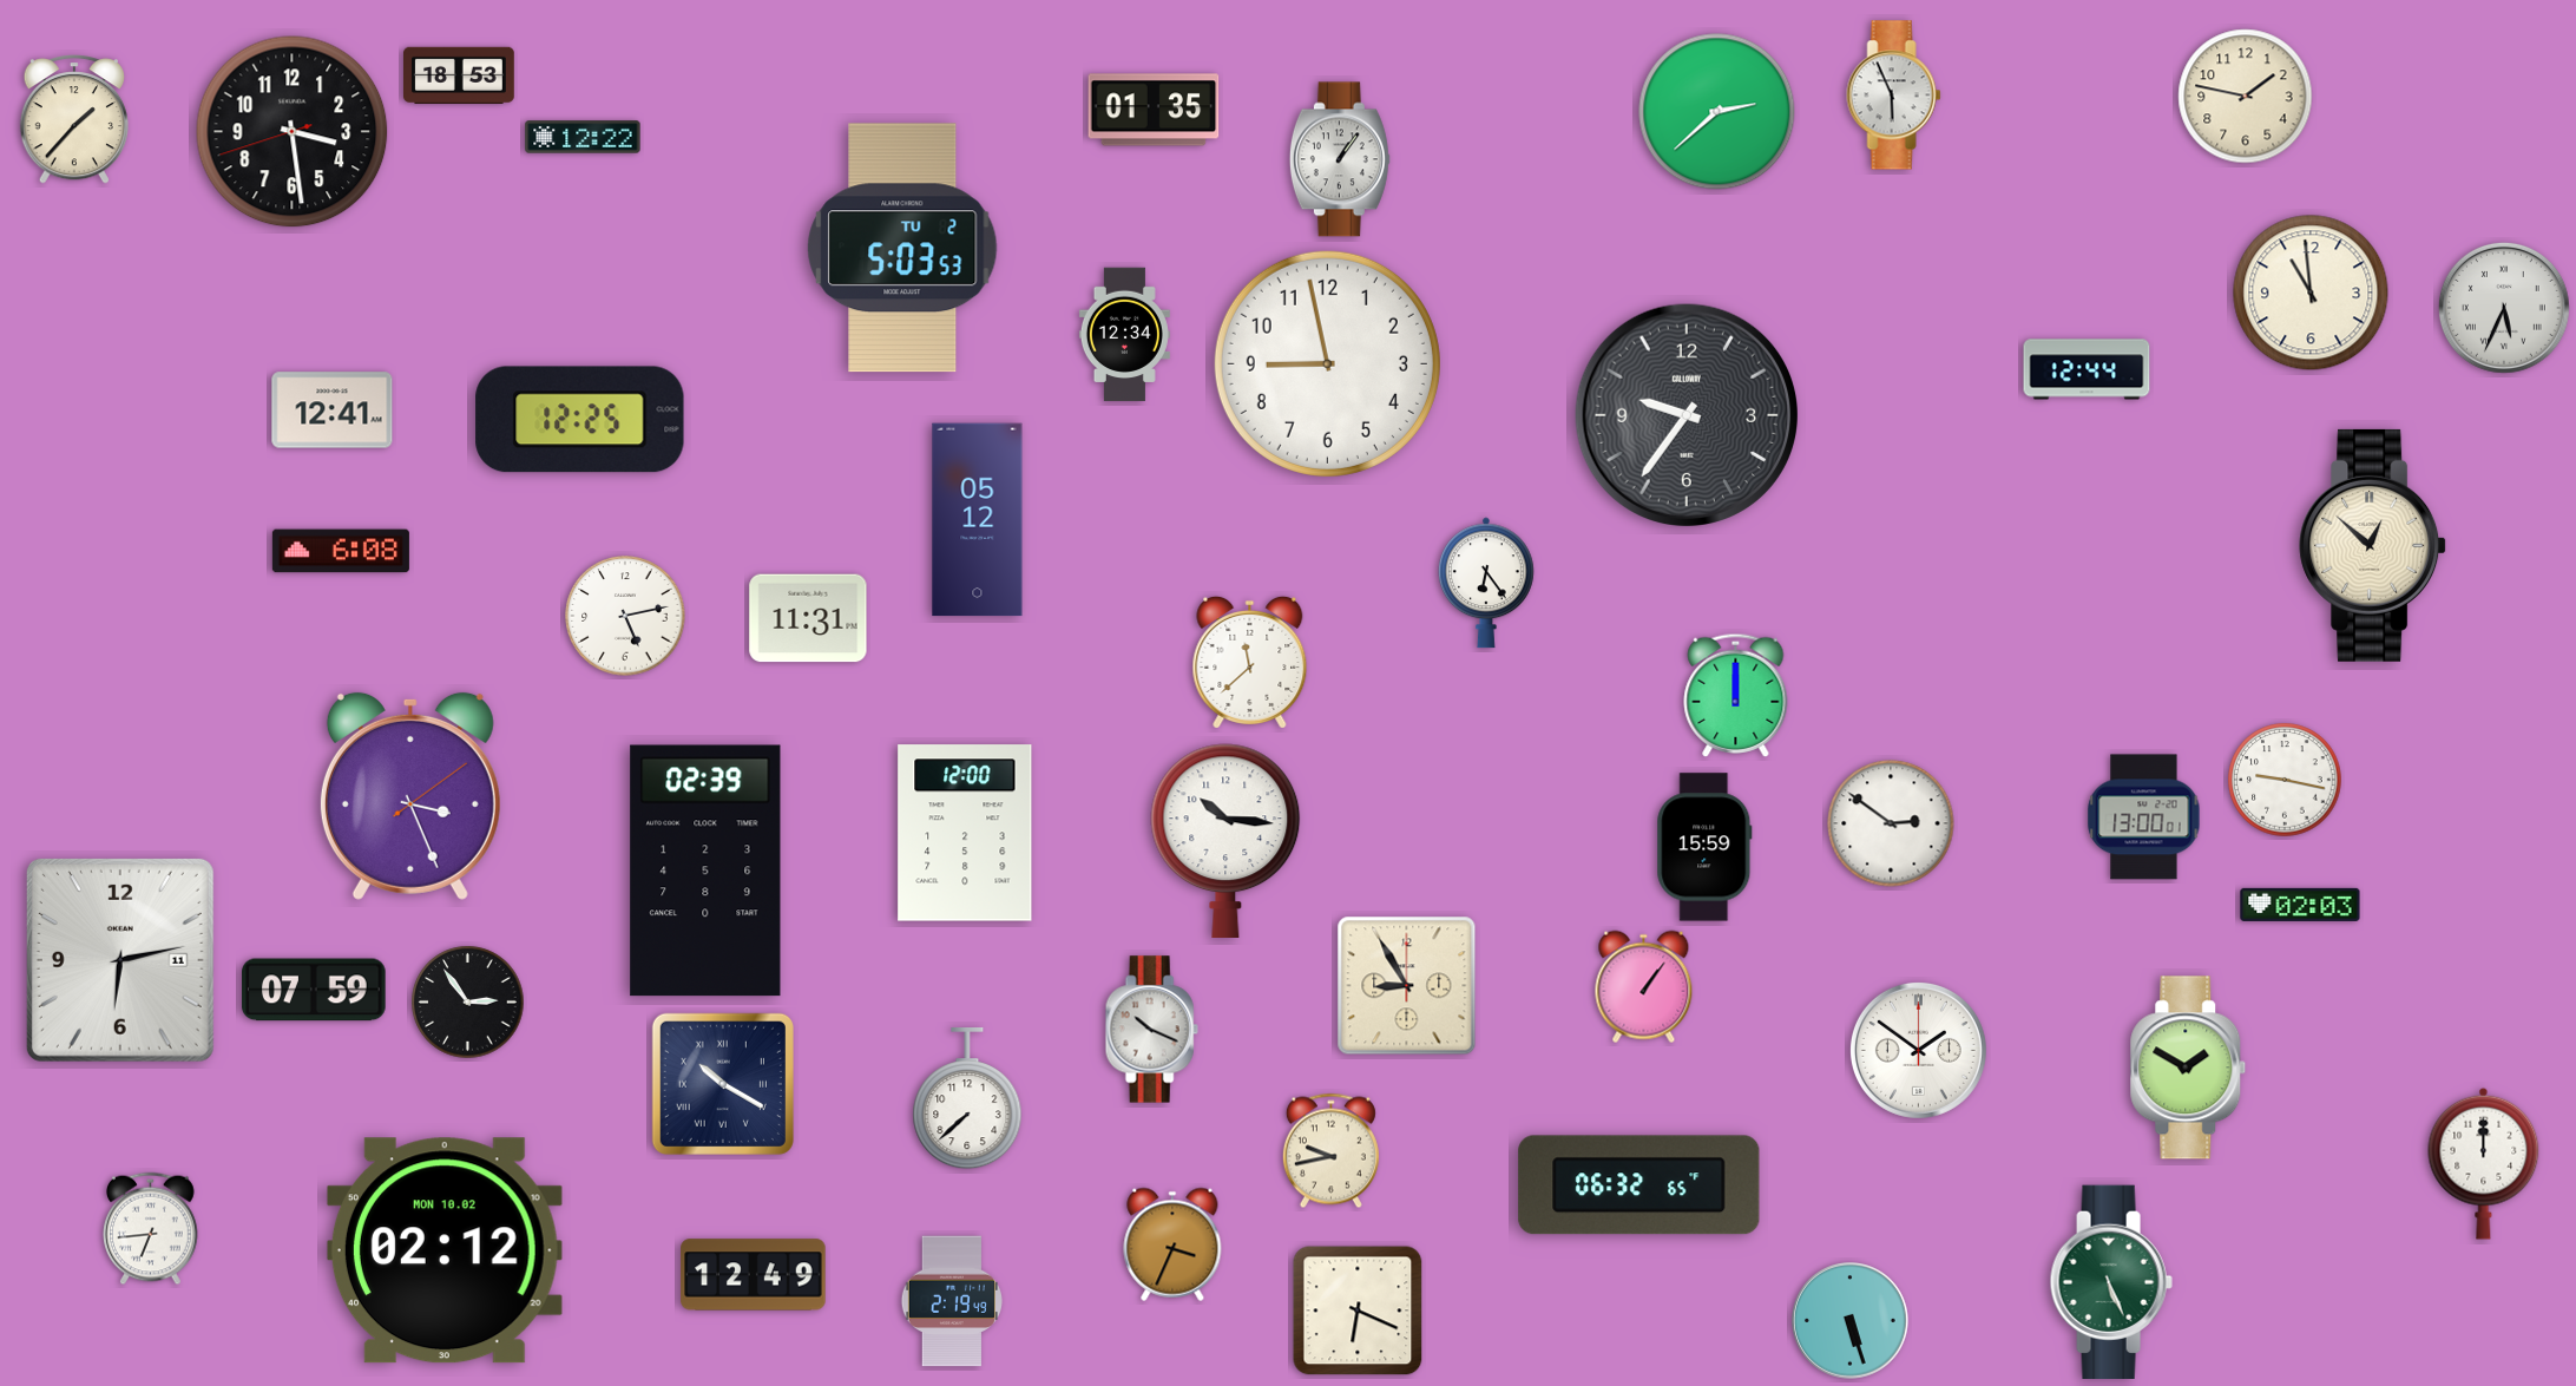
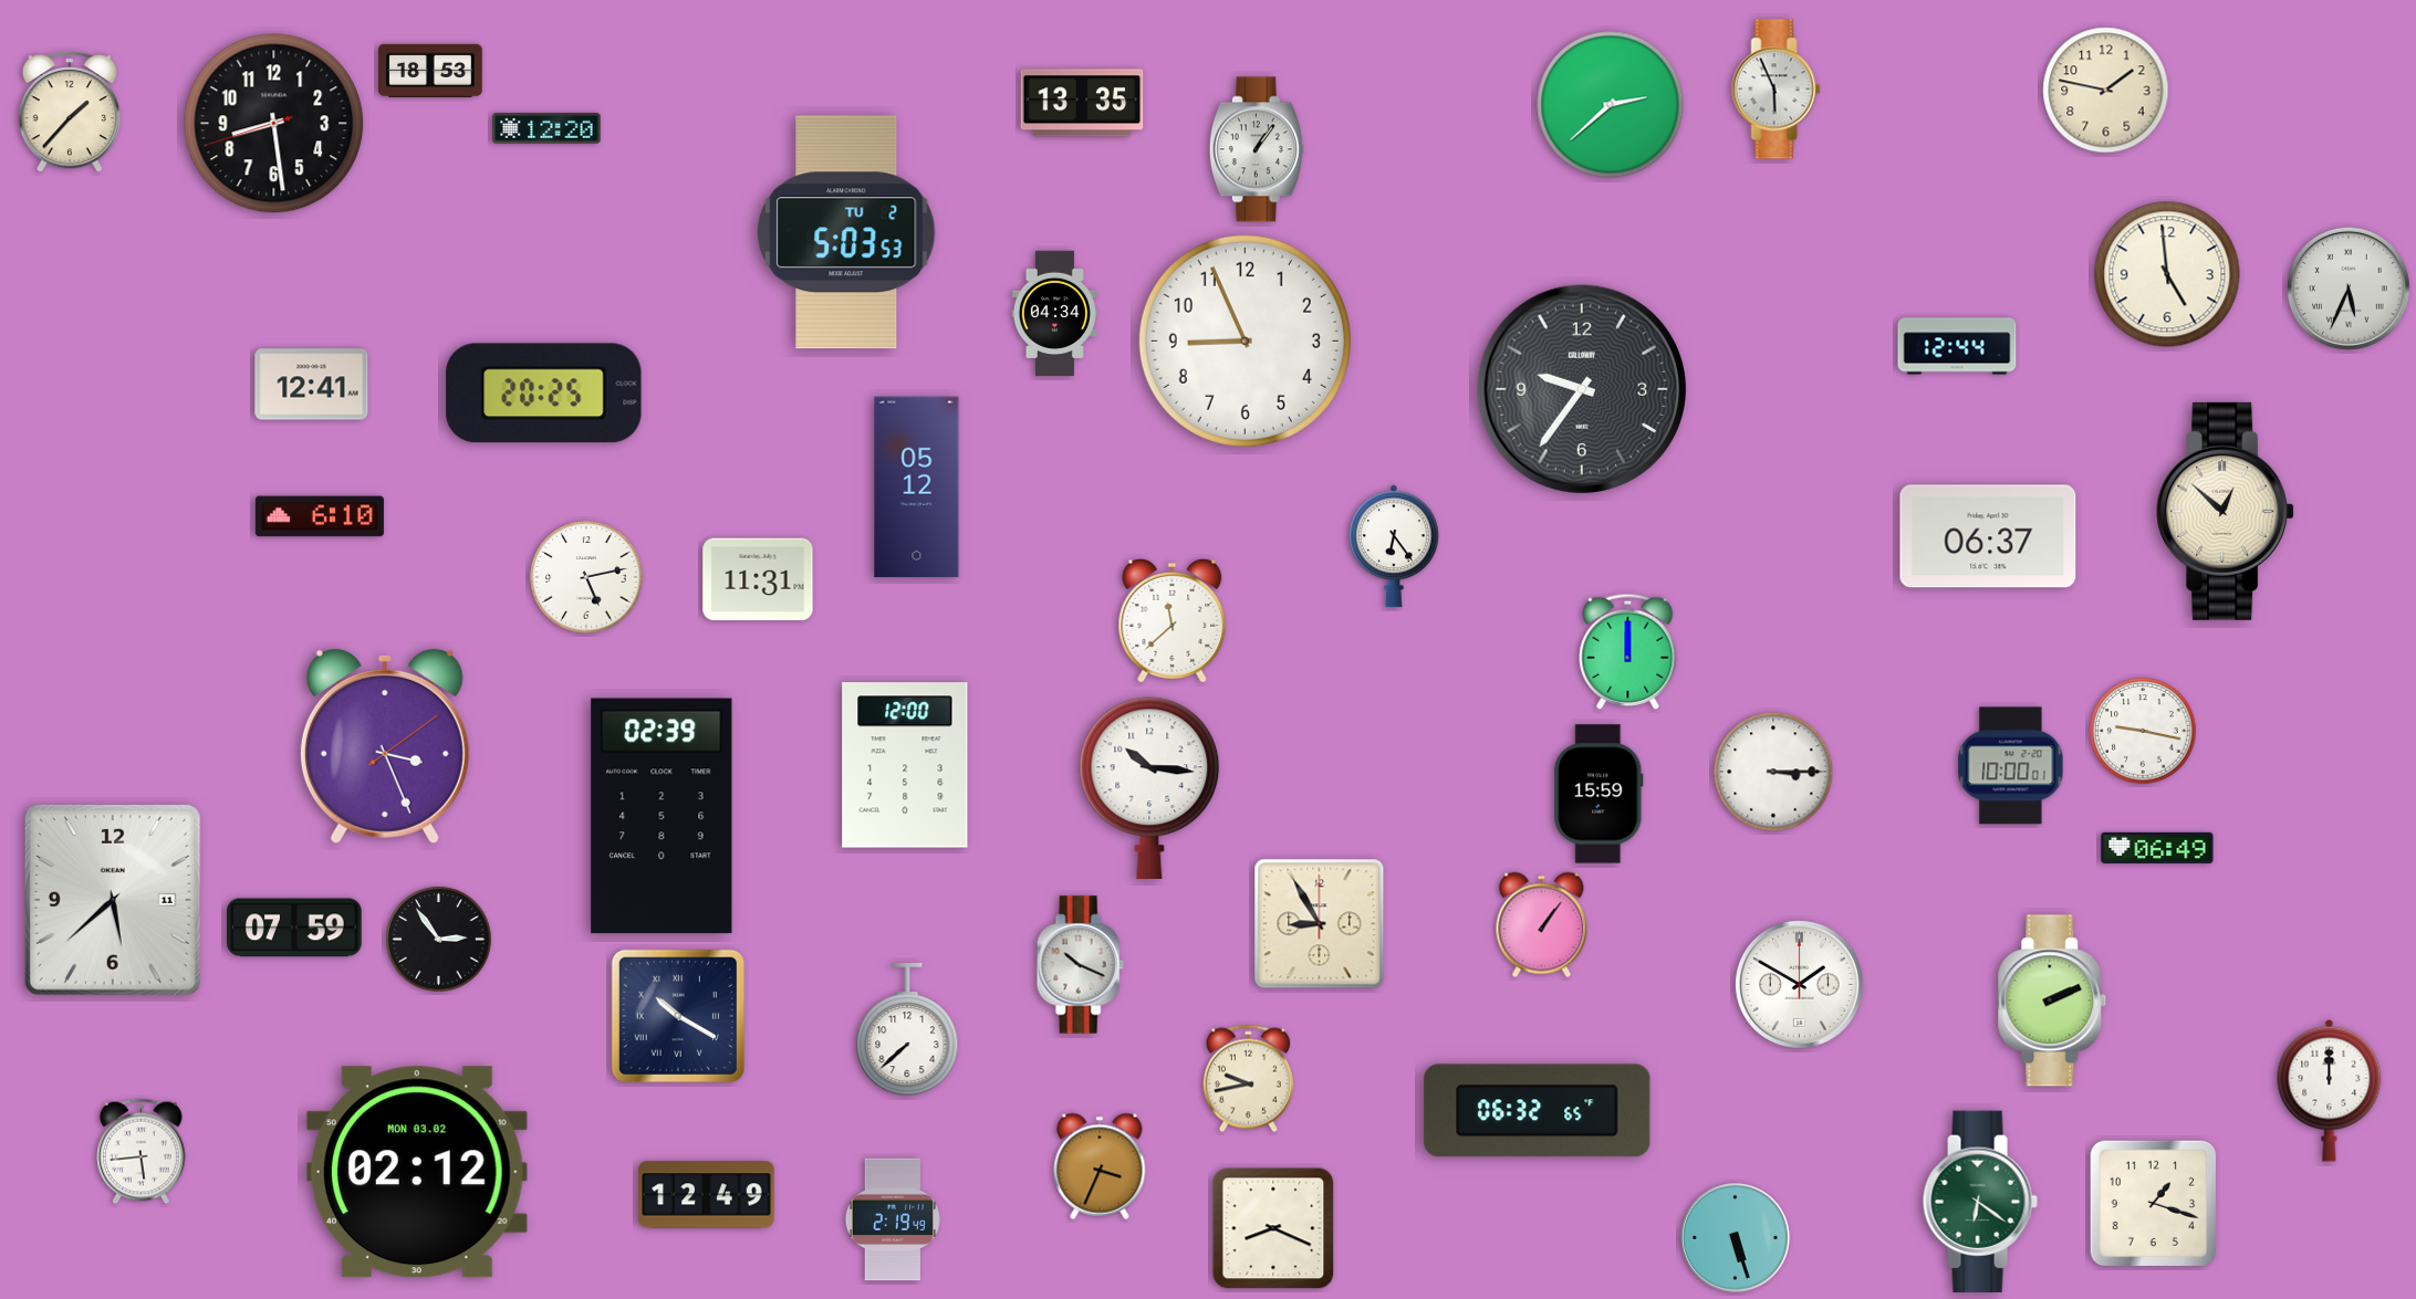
clock at (1154, 110): 01:35 -> 13:35
clock at (293, 132): 3:28 -> 8:28
clock at (583, 137): 12:22 -> 12:20
clock at (2311, 293): 10:59 -> 4:59
clock at (1124, 335): 12:34 -> 04:34
clock at (1327, 363): 8:58 -> 8:56
clock at (580, 420): 12:25 -> 20:25
clock at (341, 551): 6:08 -> 6:10
clock at (1988, 536): none -> 06:37
clock at (2144, 817): 13:00 -> 10:00
clock at (1891, 823): 2:51 -> 3:15
clock at (965, 833) position: (965, 833) -> (905, 765)
clock at (2300, 905): 02:03 -> 06:49
clock at (120, 960): 6:13 -> 5:38
clock at (1918, 1050): 1:51 -> 1:50
clock at (2188, 1068): 1:50 -> 2:11
clock at (151, 1229): 6:44 -> 5:44
clock at (445, 1250) date: MON 10.02 -> MON 03.02
clock at (2111, 1281): 5:26 -> 6:21
clock at (2154, 1204): none -> 1:18
clock at (1358, 1311): 6:19 -> 8:19
